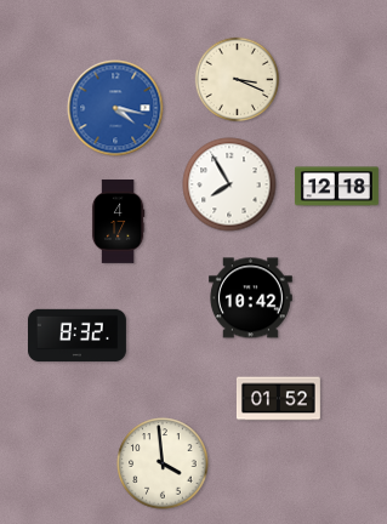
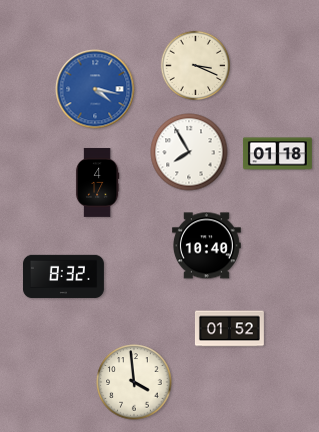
clock at (336, 187): 12:18 -> 01:18
clock at (250, 298): 10:42 -> 10:40
